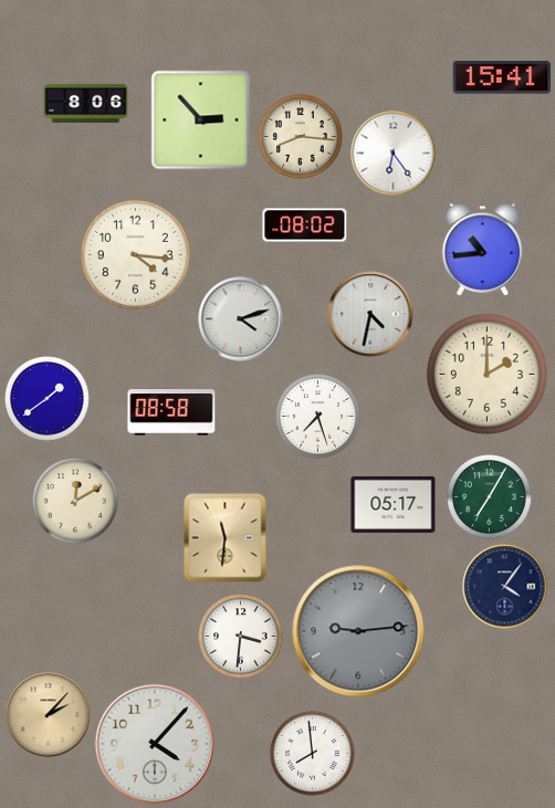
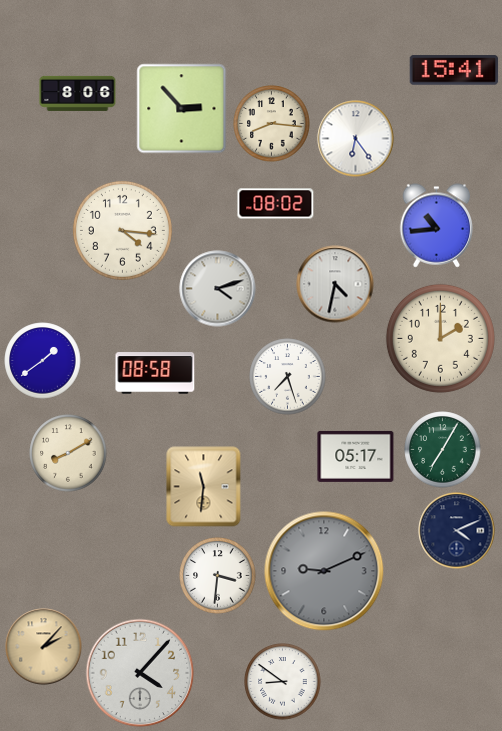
clock at (75, 501): 12:10 -> 8:10
clock at (505, 587): 4:06 -> 4:11
clock at (358, 631): 9:14 -> 9:11
clock at (313, 754): 7:59 -> 8:51
